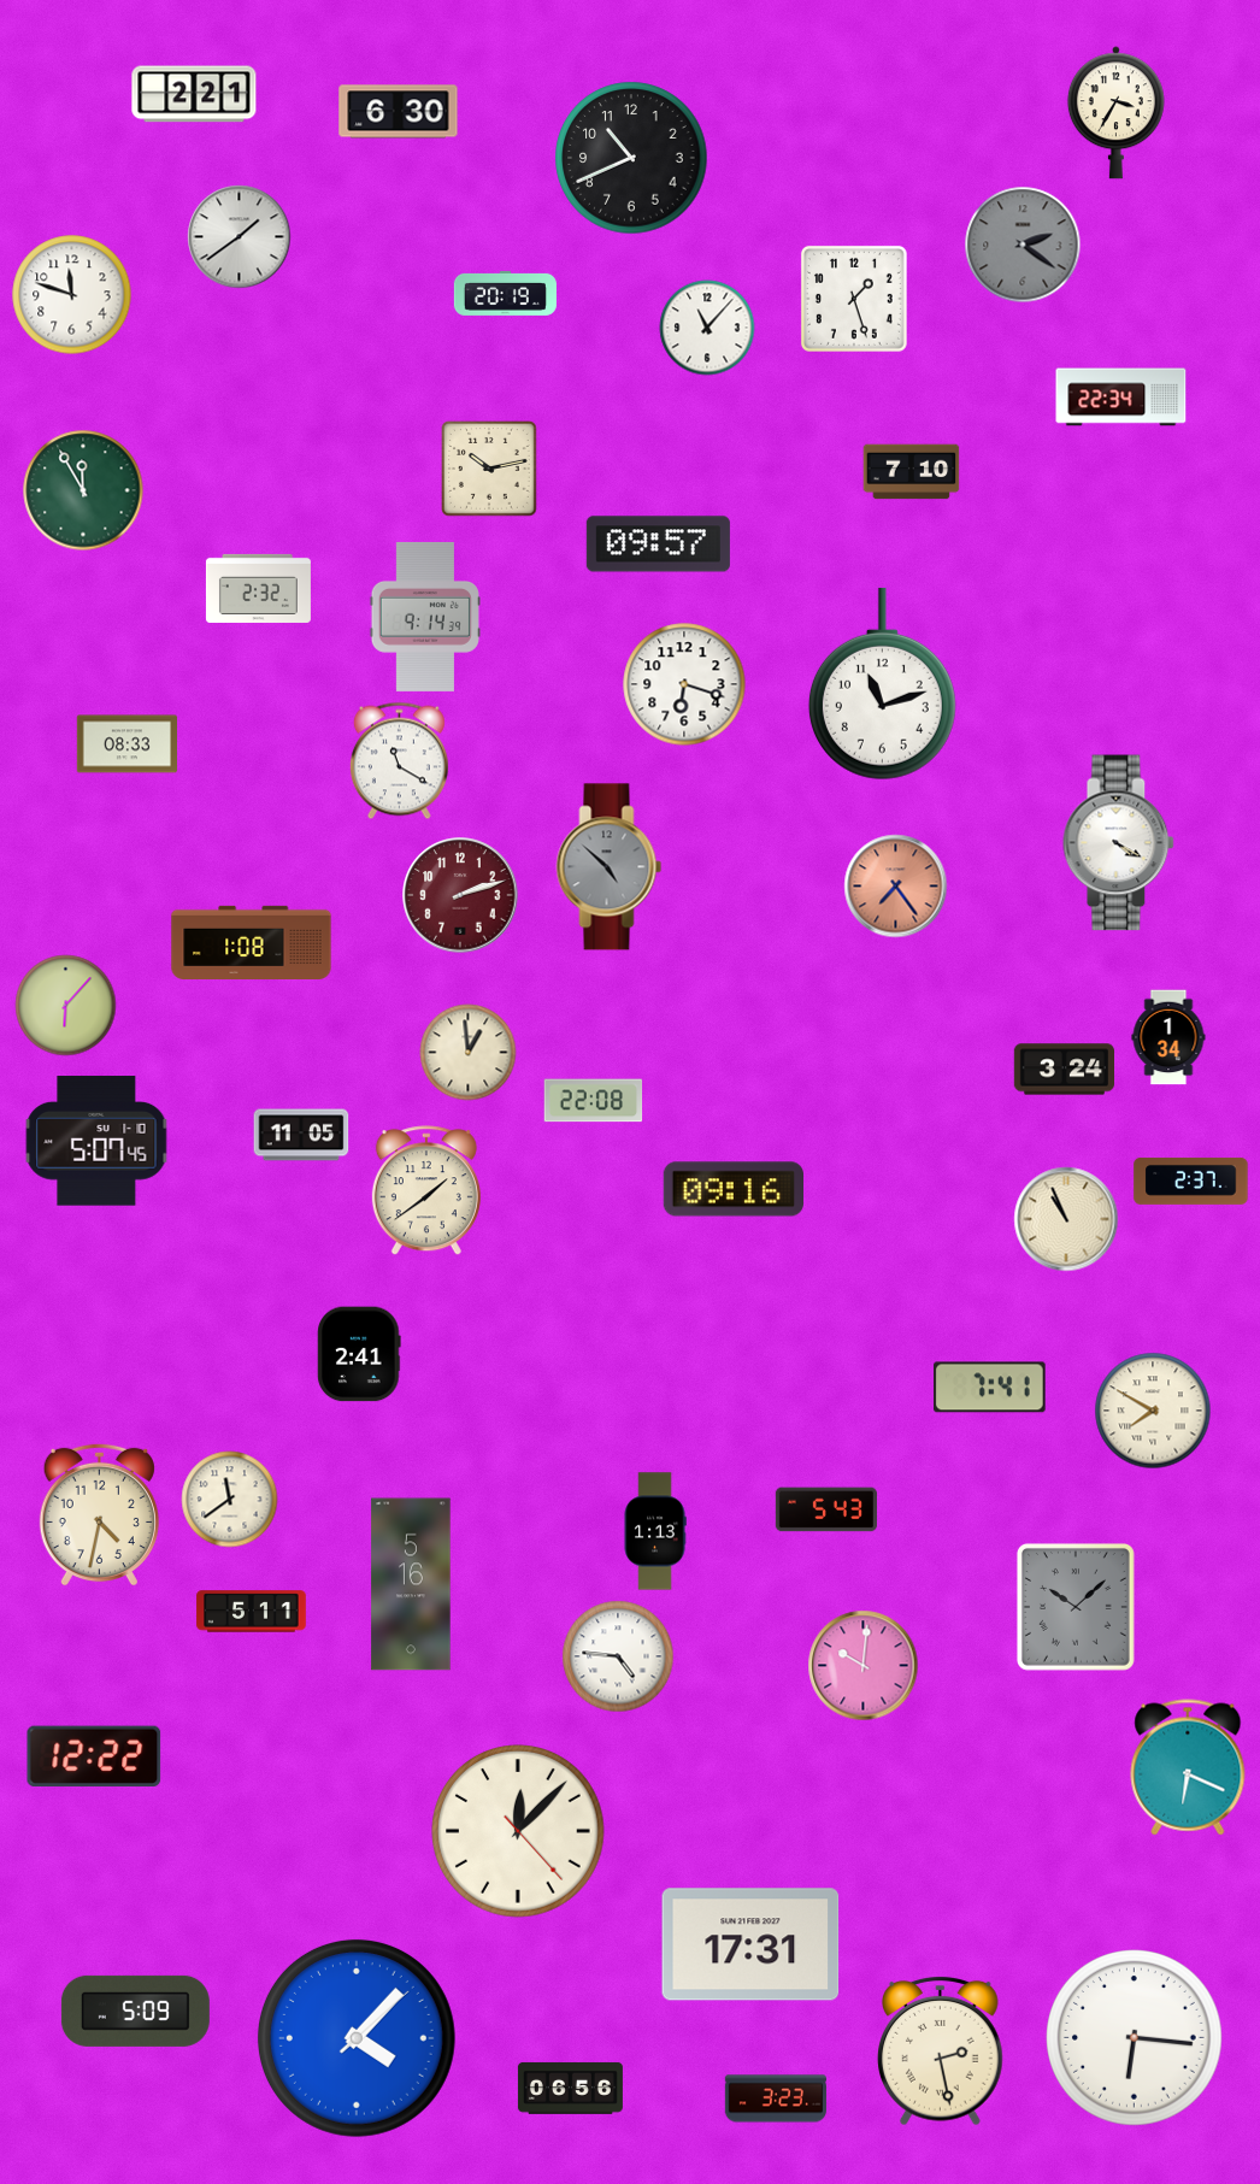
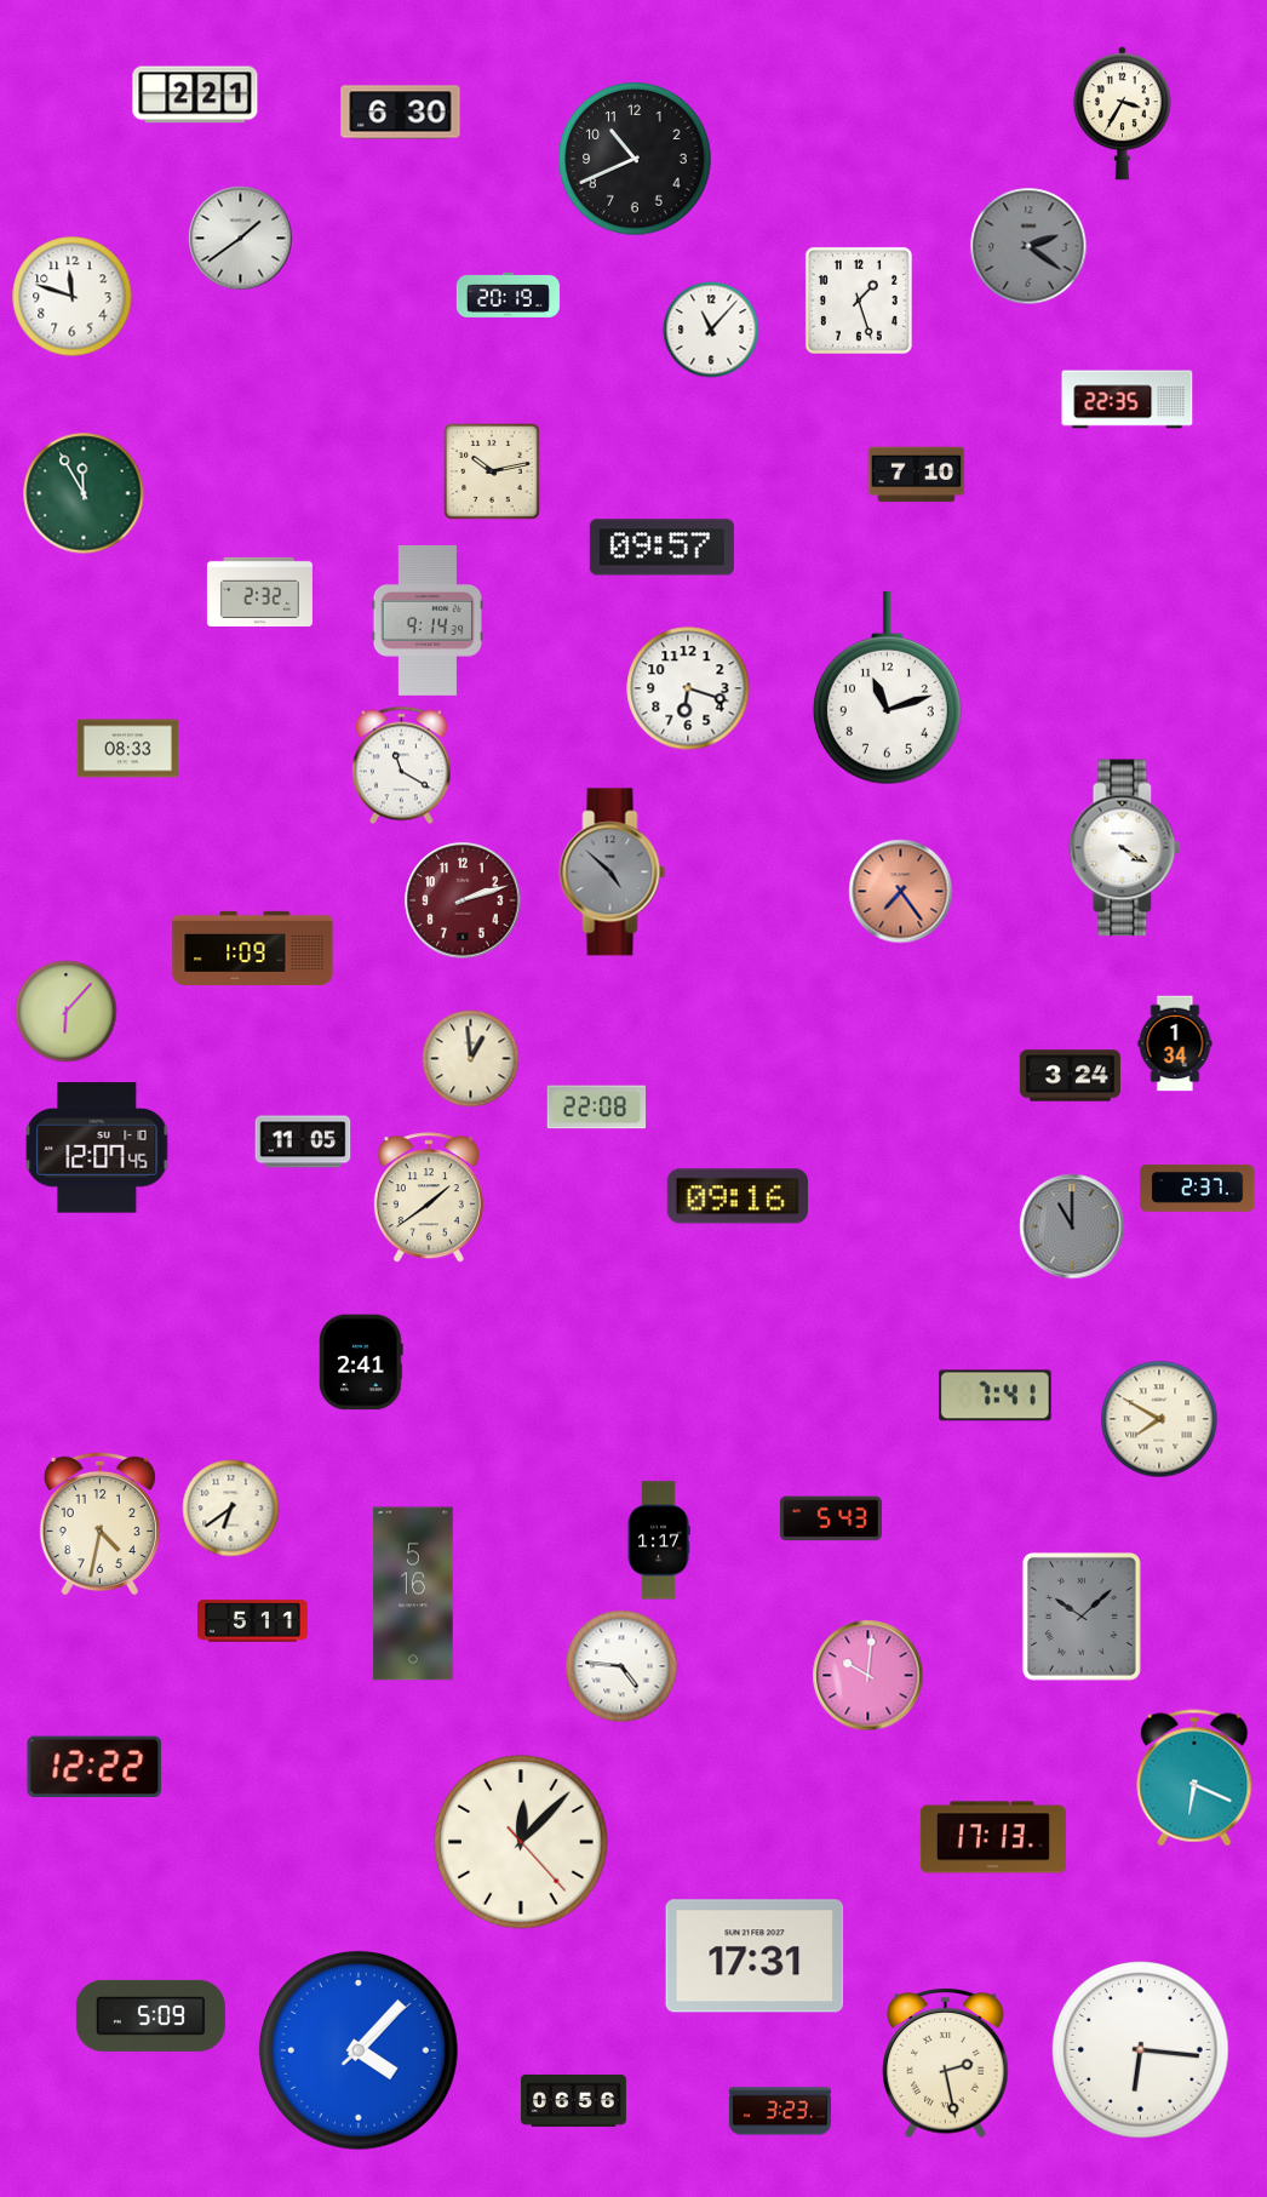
clock at (1121, 398): 22:34 -> 22:35
clock at (252, 942): 1:08 -> 1:09
clock at (96, 1141): 5:07 -> 12:07
clock at (1066, 1219): 10:56 -> 11:00
clock at (1066, 1219) dial: cream -> grey
clock at (230, 1500): 11:39 -> 6:39
clock at (655, 1531): 1:13 -> 1:17
clock at (993, 1837): none -> 17:13
clock at (135, 2011) position: (135, 2011) -> (150, 2015)
